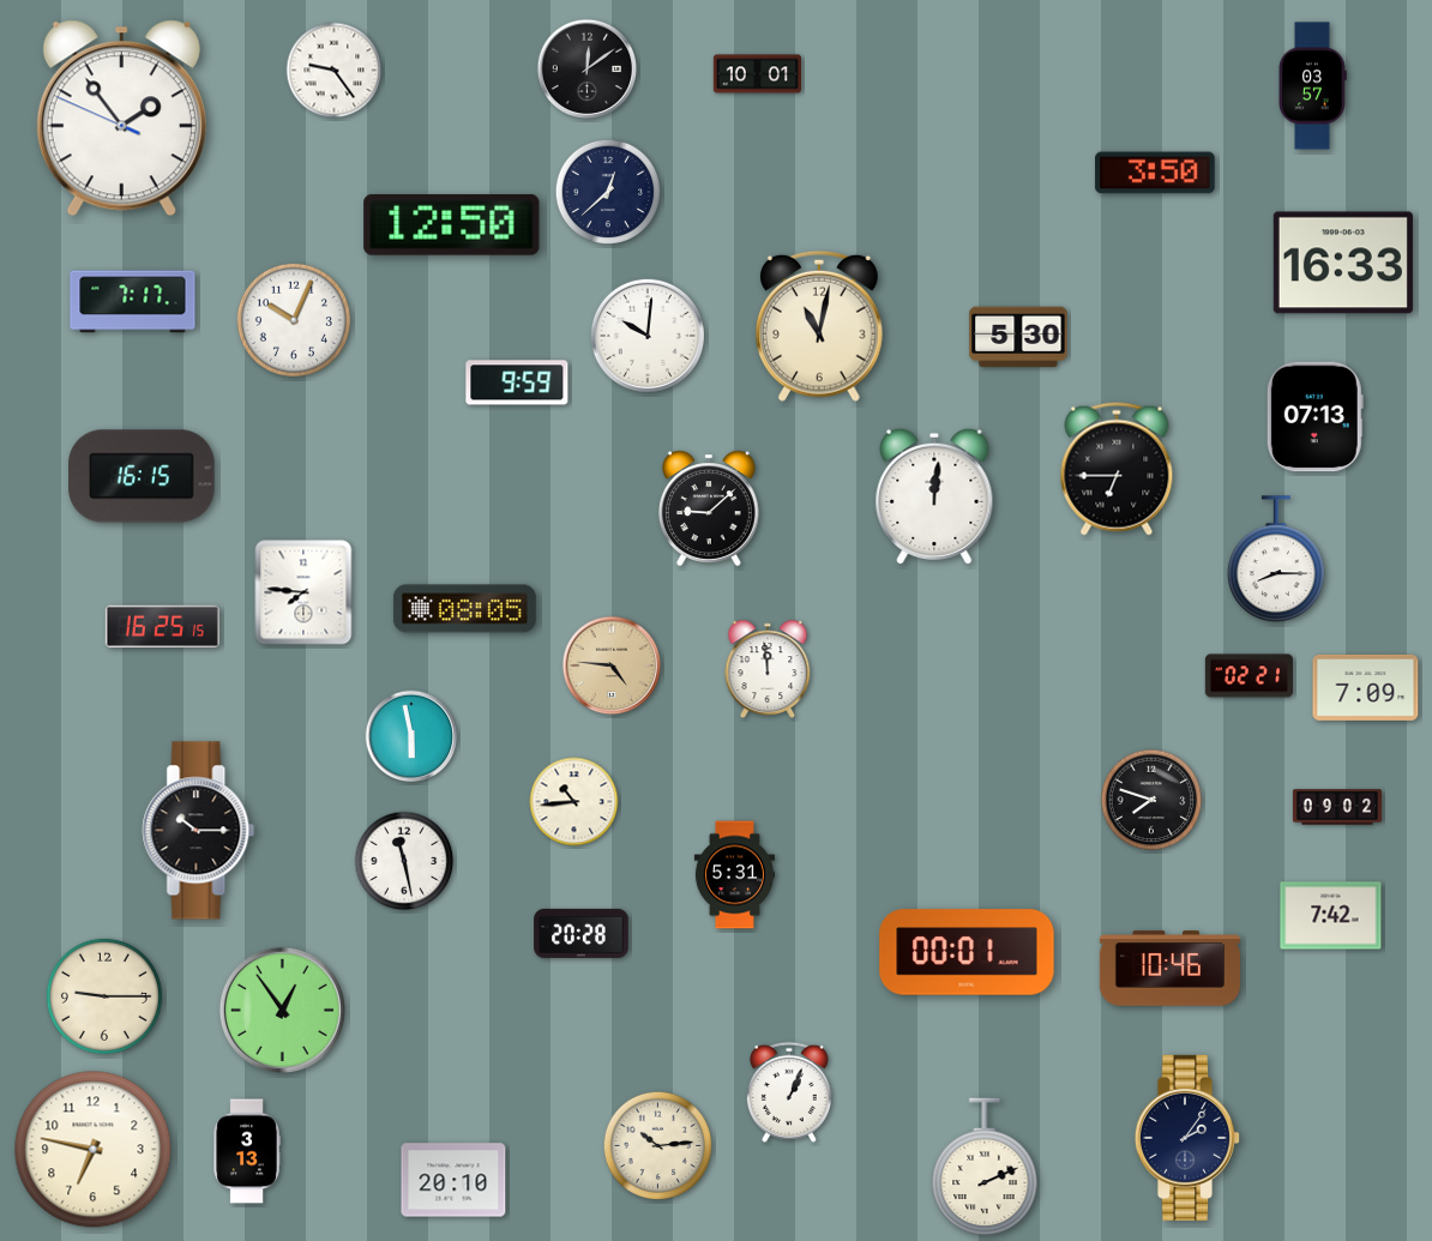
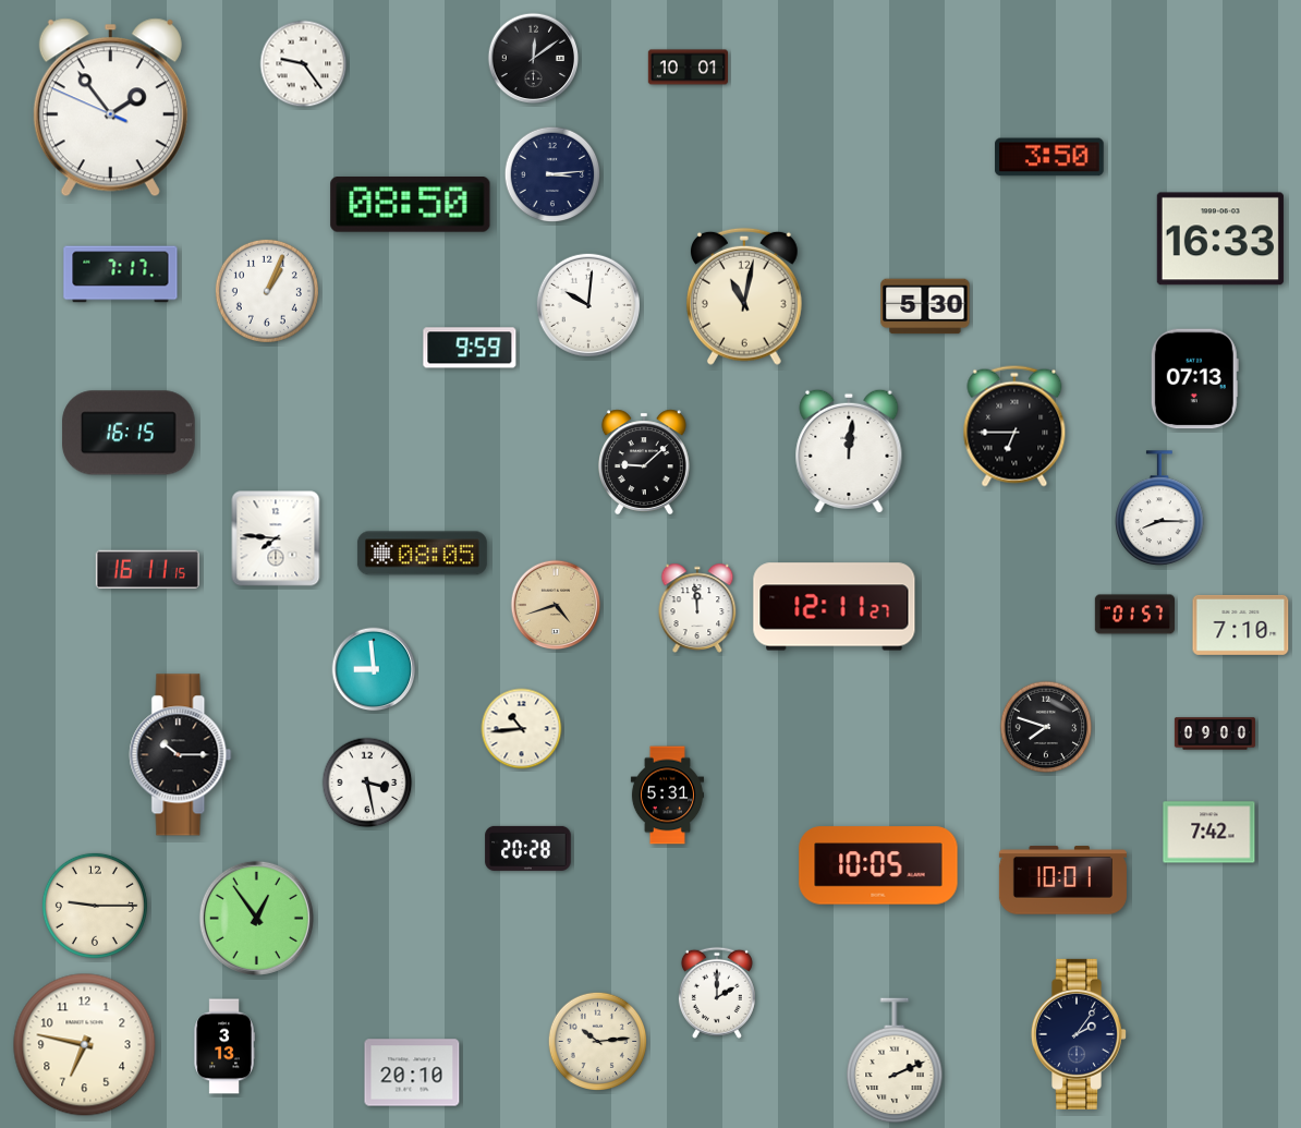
clock at (588, 70) position: (588, 70) -> (534, 59)
clock at (1312, 86): 03:57 -> none
clock at (608, 192): 12:38 -> 3:14
clock at (452, 225): 12:50 -> 08:50
clock at (294, 320): 10:04 -> 1:04
clock at (162, 627): 16:25 -> 16:11
clock at (612, 665): 4:46 -> 4:42
clock at (835, 607): none -> 12:11
clock at (1249, 676): 02:21 -> 01:57
clock at (1366, 687): 7:09 -> 7:10
clock at (411, 736): 5:58 -> 8:59
clock at (1337, 807): 09:02 -> 09:00
clock at (404, 861): 11:28 -> 3:28
clock at (967, 952): 00:01 -> 10:05
clock at (1169, 969): 10:46 -> 10:01
clock at (789, 1092): 1:04 -> 2:00
